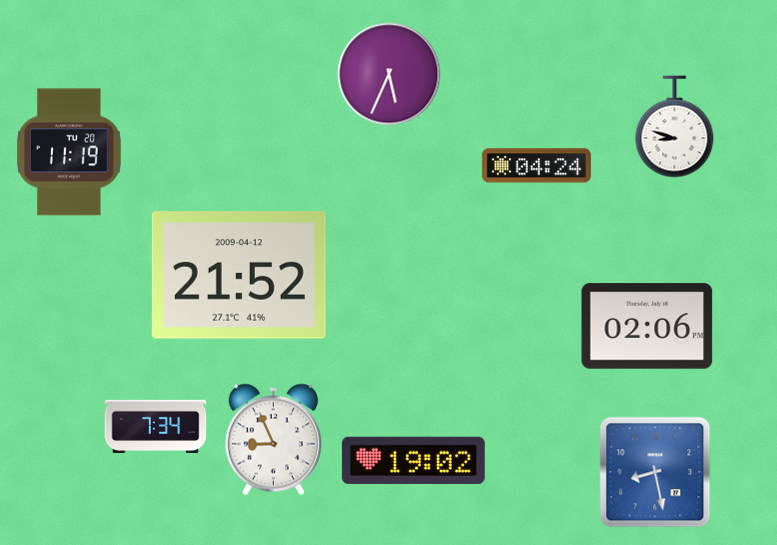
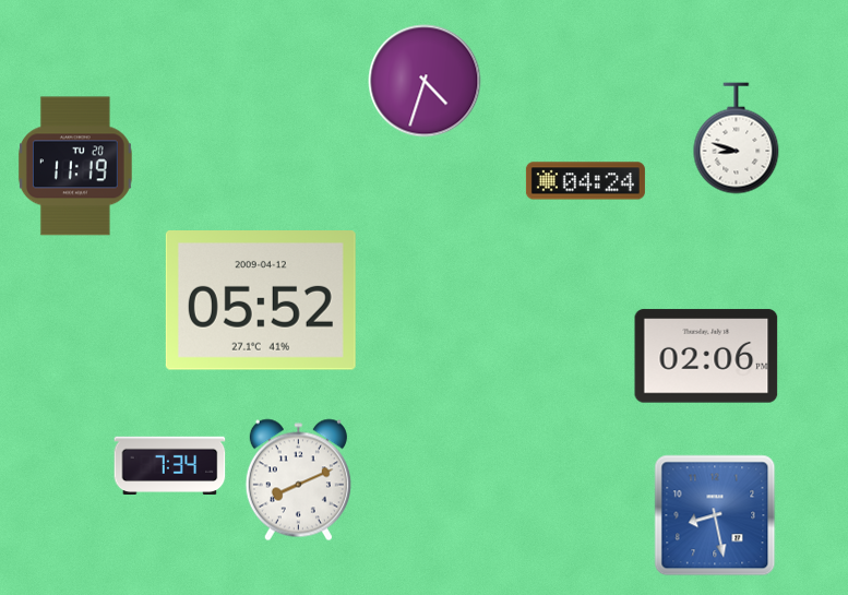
clock at (389, 74): 5:34 -> 4:33
clock at (239, 275): 21:52 -> 05:52
clock at (273, 440): 8:56 -> 8:11
clock at (413, 460): 19:02 -> none
